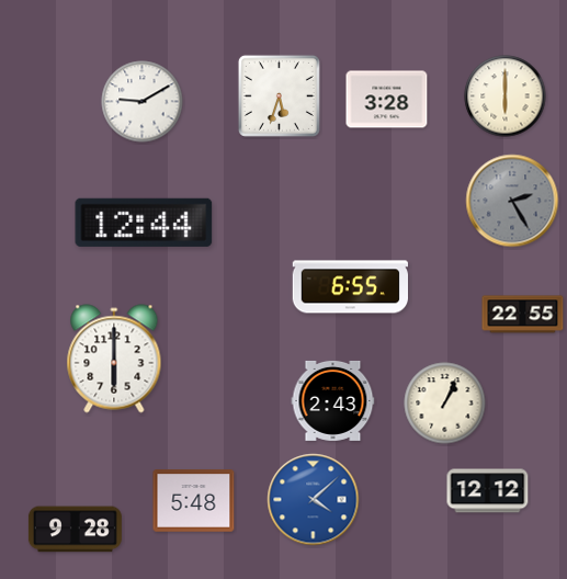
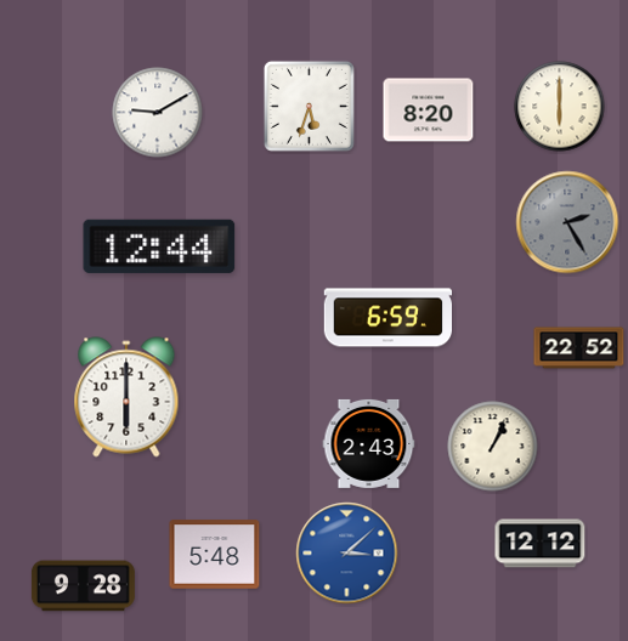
clock at (387, 100): 3:28 -> 8:20
clock at (350, 287): 6:55 -> 6:59
clock at (523, 315): 22:55 -> 22:52
clock at (314, 500): 4:08 -> 3:08
